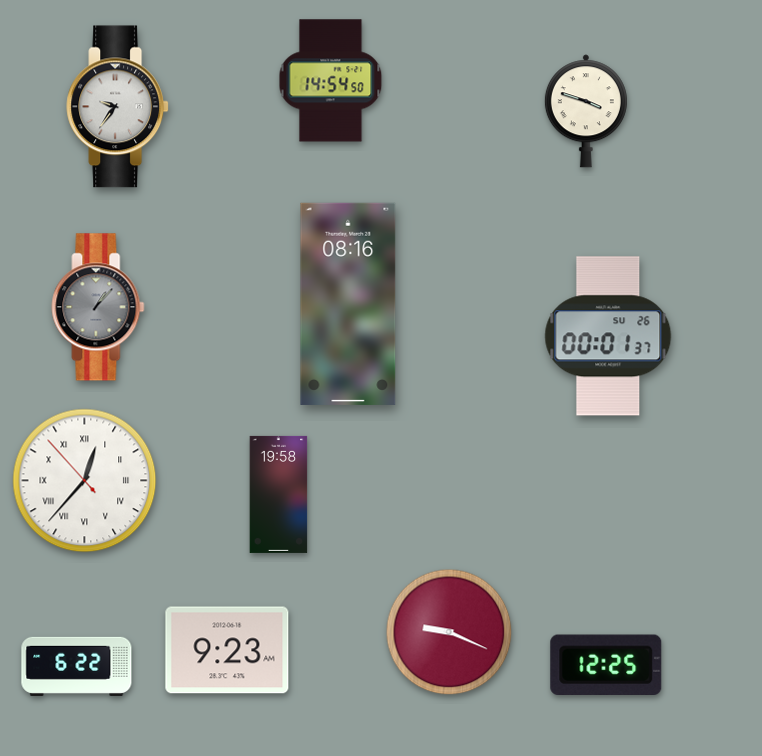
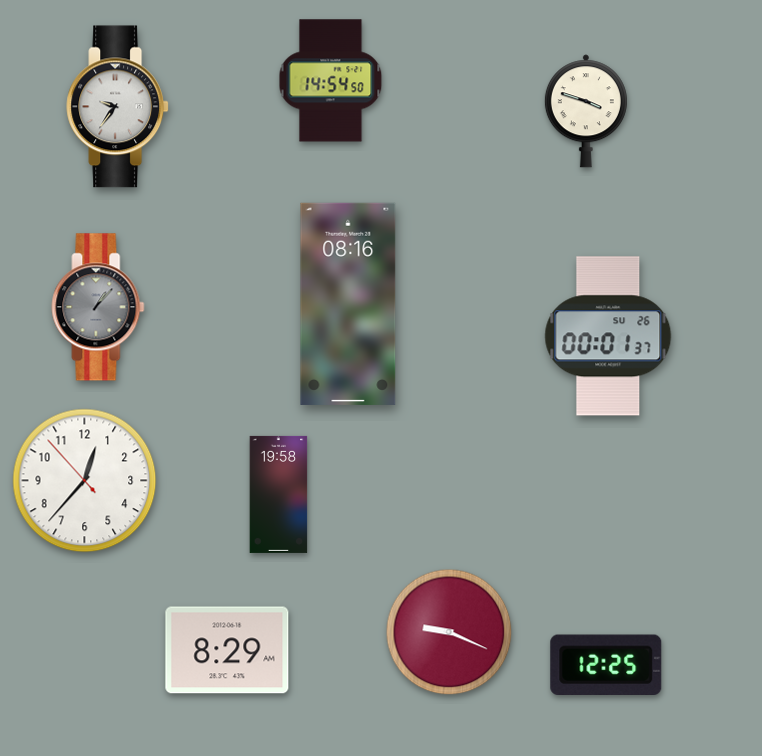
clock at (85, 481) numerals: Roman -> Arabic
clock at (227, 650): 9:23 -> 8:29
clock at (77, 666): 6:22 -> none
